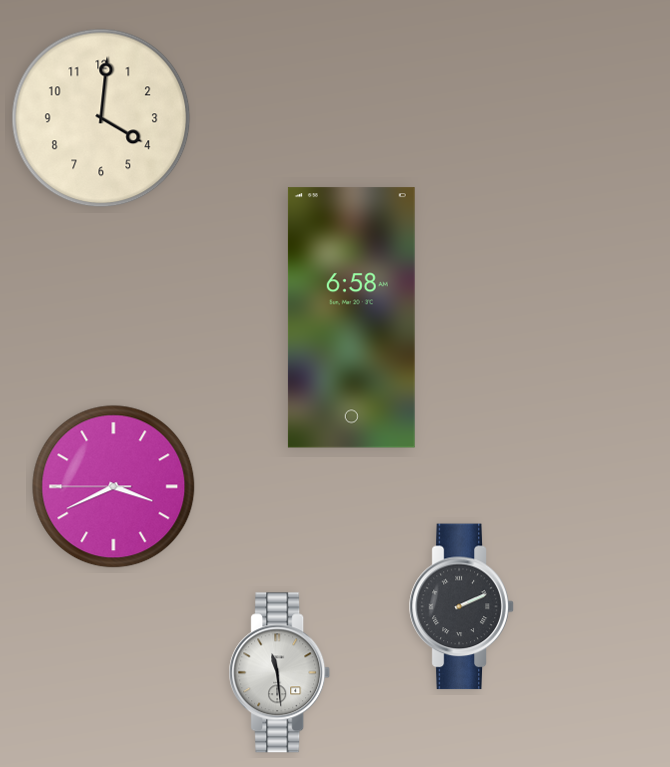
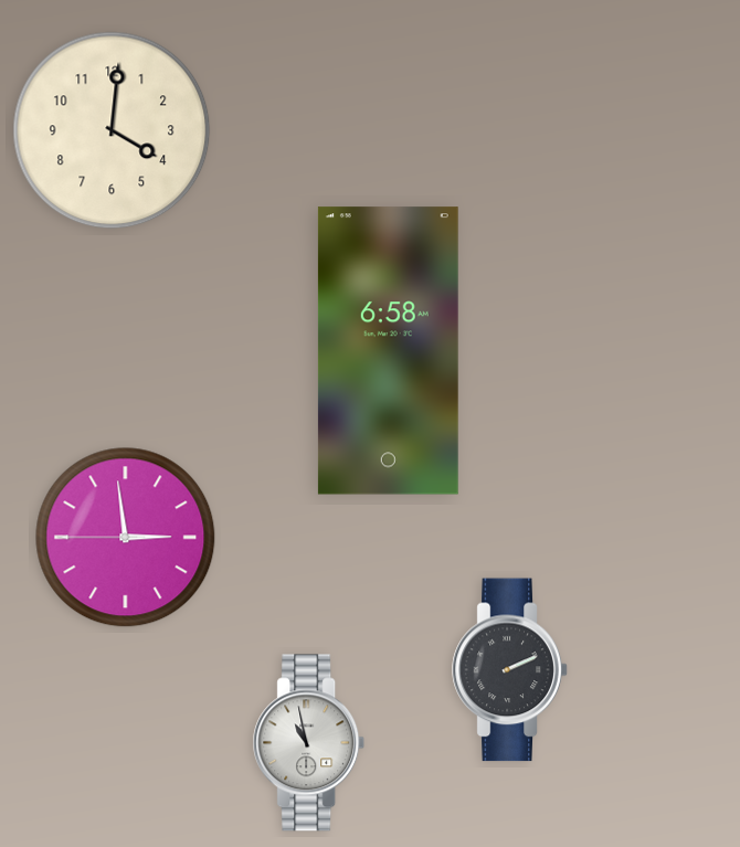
clock at (114, 487): 3:40 -> 2:58
clock at (280, 673): 11:29 -> 10:58
